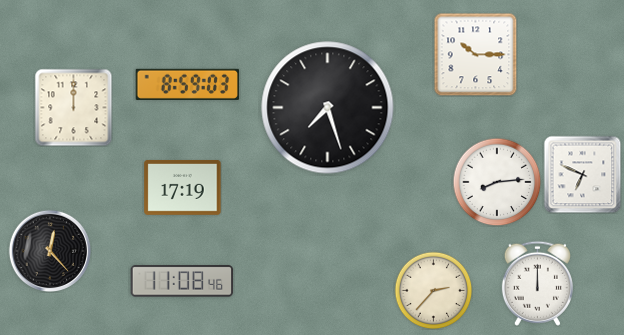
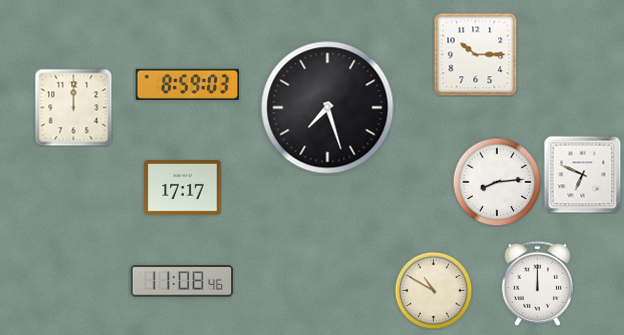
clock at (183, 188): 17:19 -> 17:17
clock at (49, 250): 12:23 -> none
clock at (433, 290): 2:37 -> 10:50
